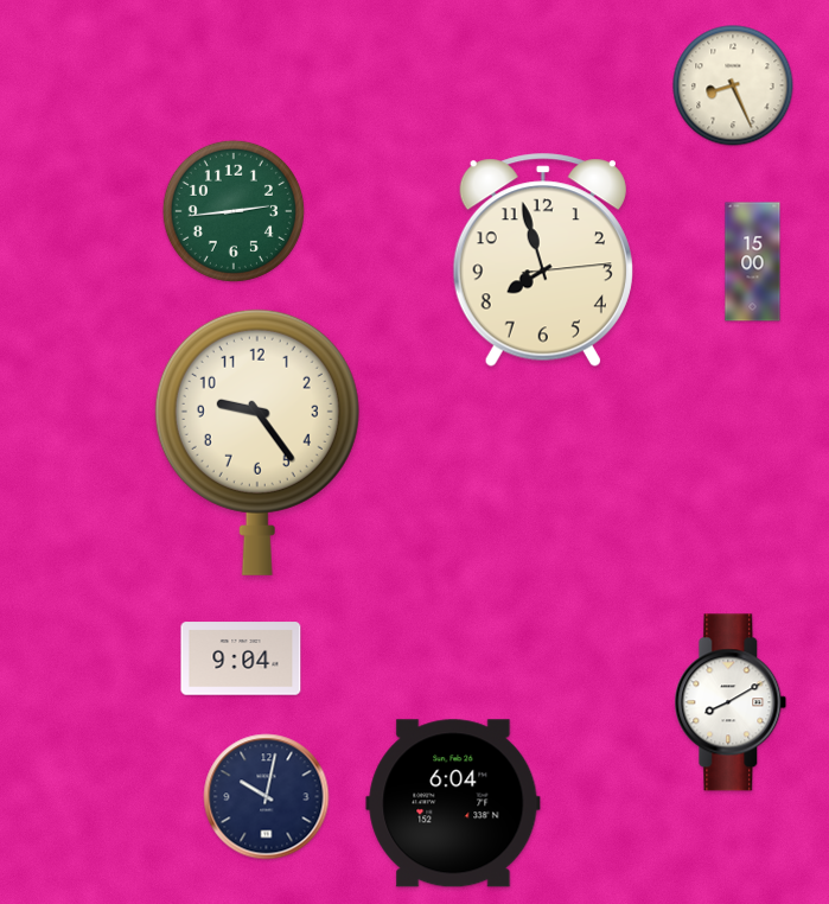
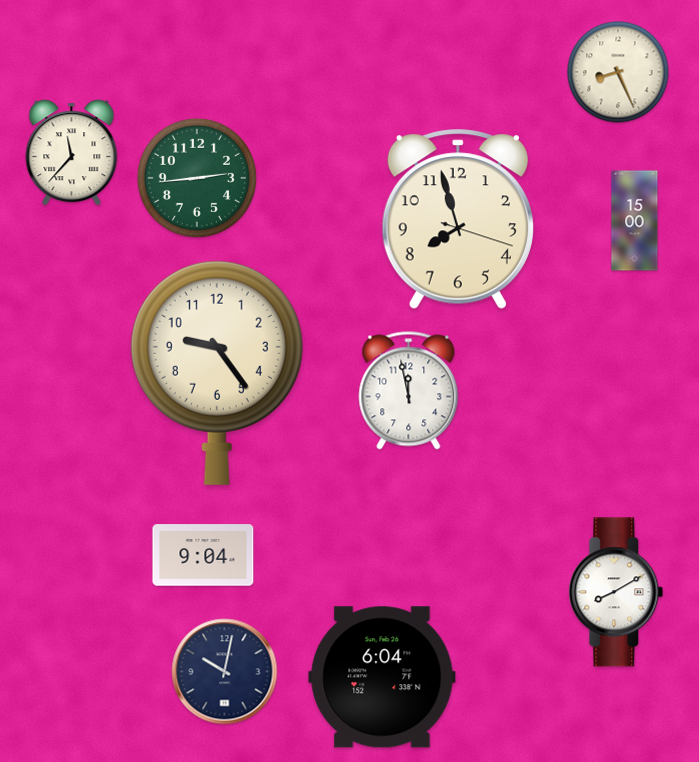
clock at (72, 153): none -> 11:37
clock at (543, 260): 7:57:14 -> 7:57:18
clock at (409, 391): none -> 11:58
